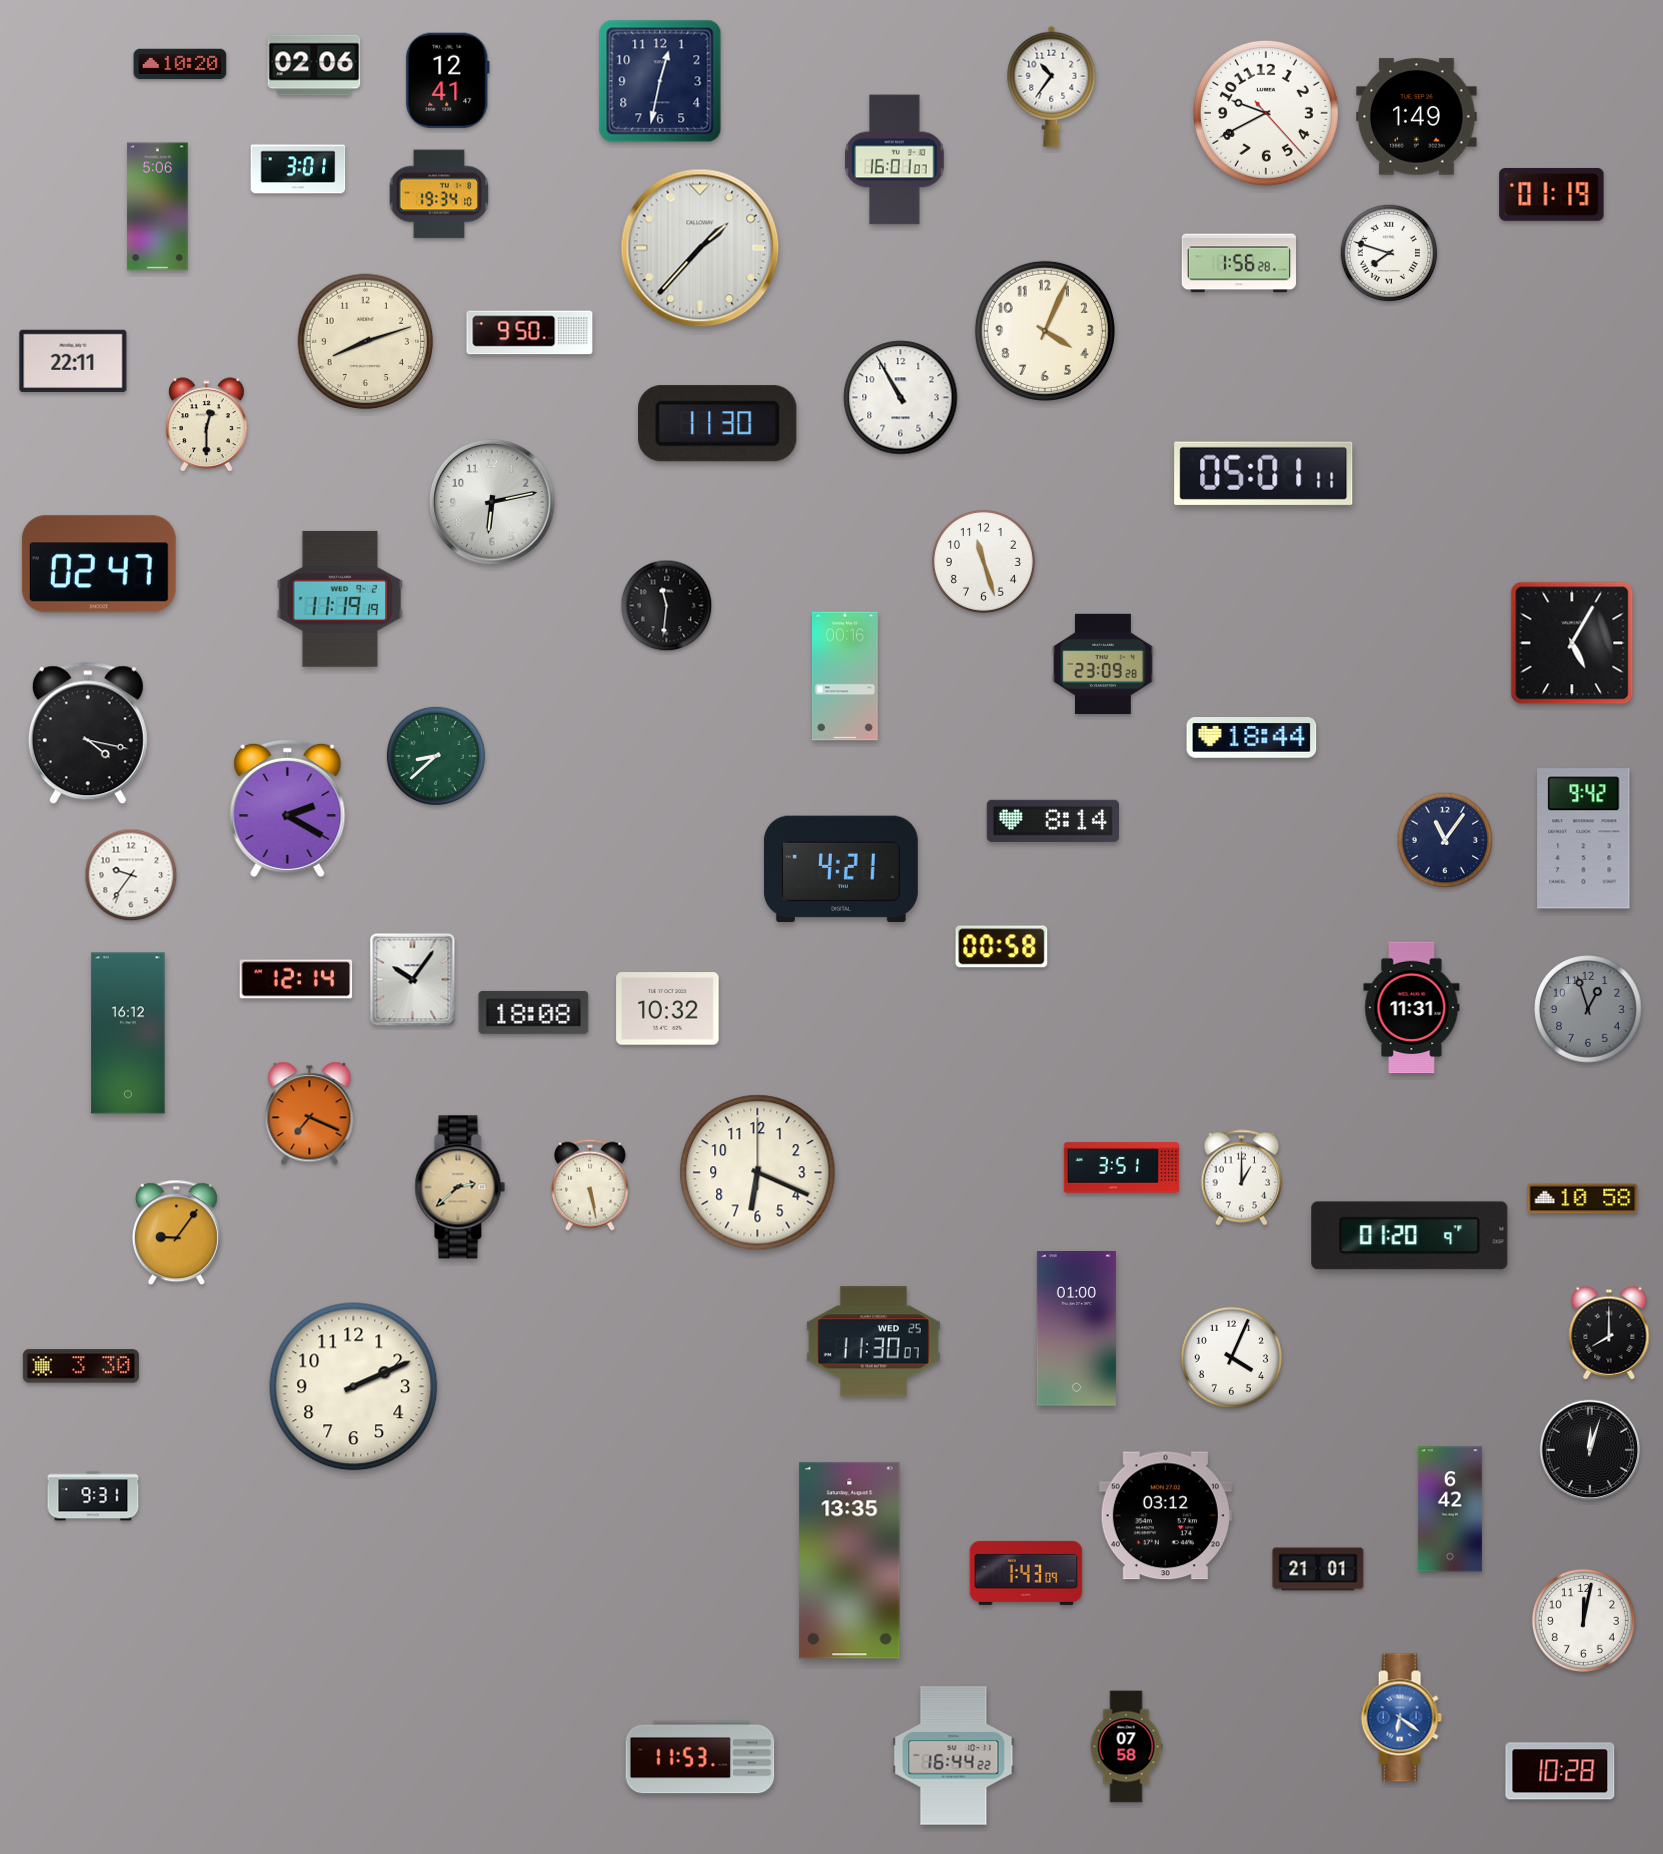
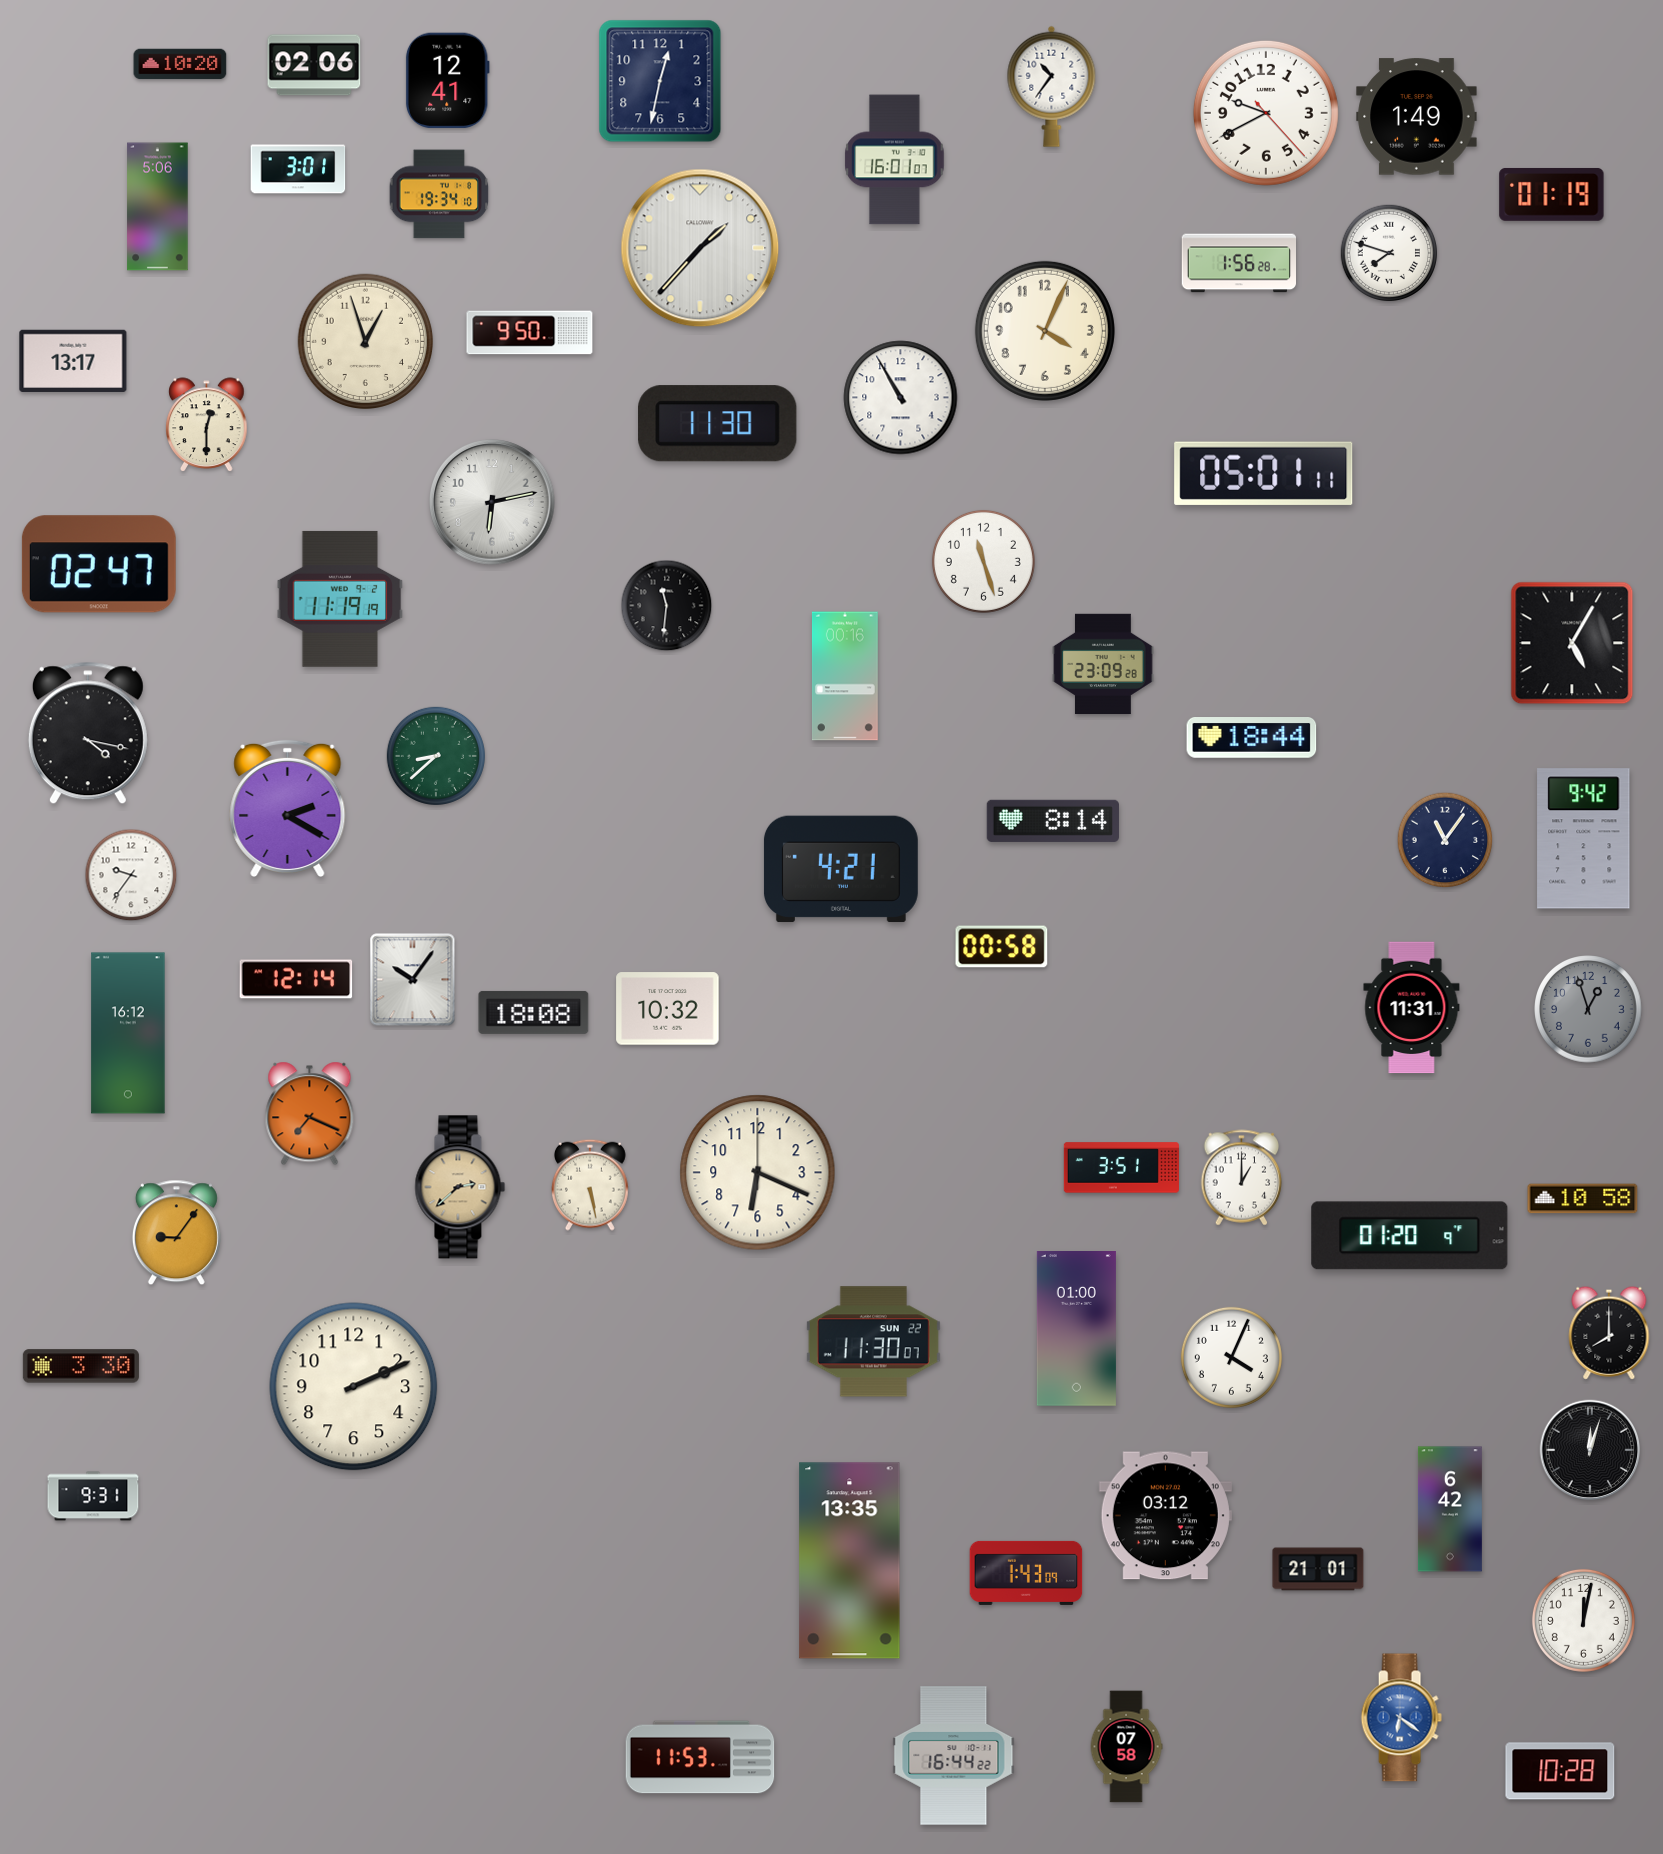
clock at (366, 342): 8:12 -> 12:57
clock at (73, 361): 22:11 -> 13:17
clock at (873, 1342) date: WED 25 -> SUN 22
